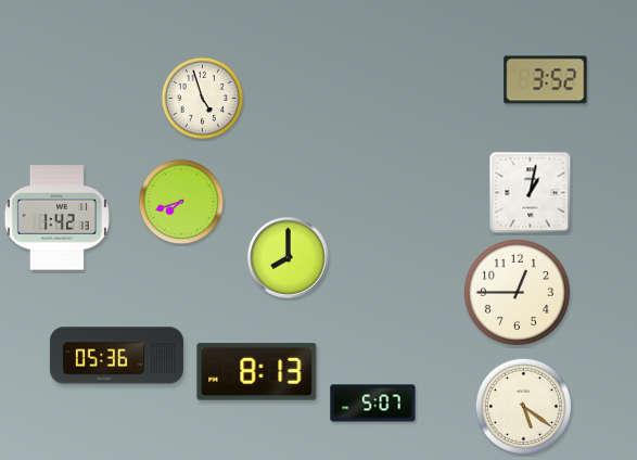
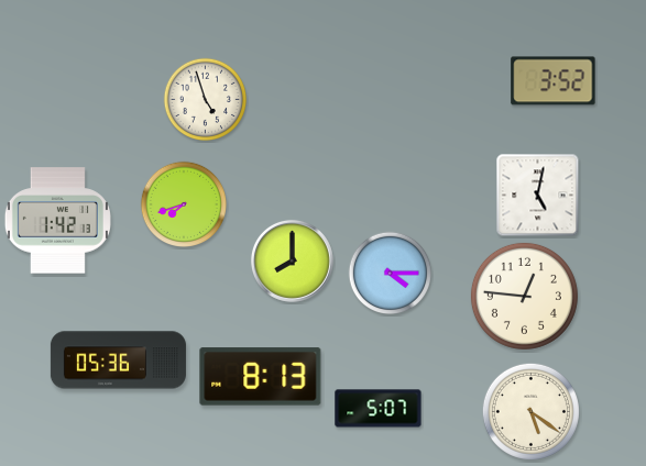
clock at (531, 193): 1:02 -> 5:02
clock at (391, 274): none -> 4:15
clock at (517, 292): 12:45 -> 12:46
